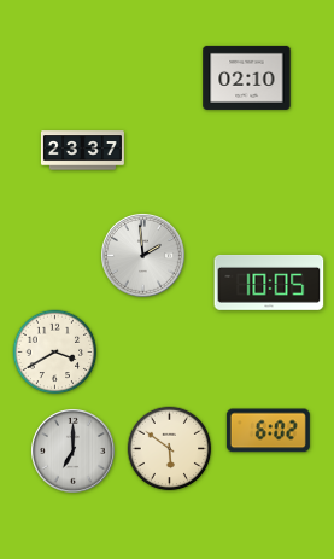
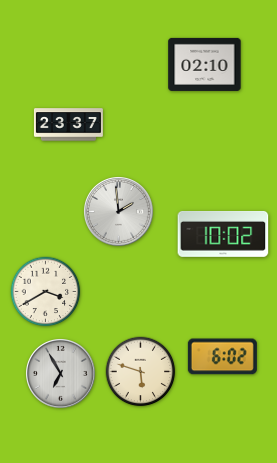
clock at (269, 283): 10:05 -> 10:02
clock at (170, 449): 5:51 -> 5:48
clock at (74, 452): 7:00 -> 6:55
